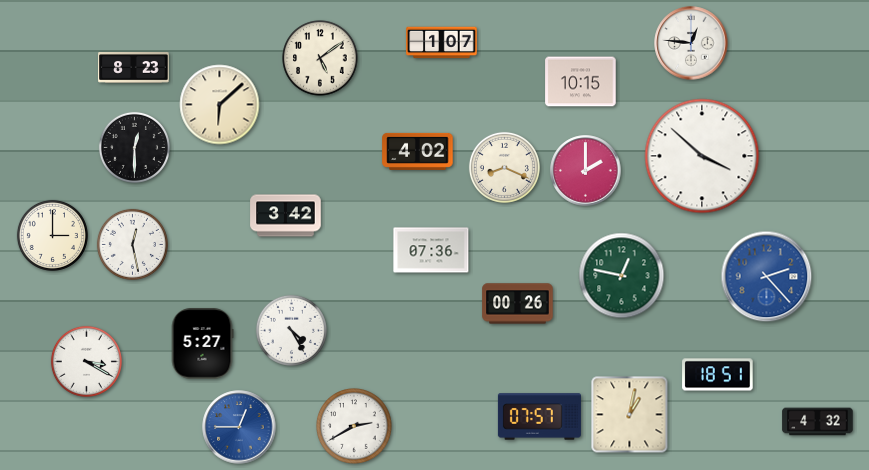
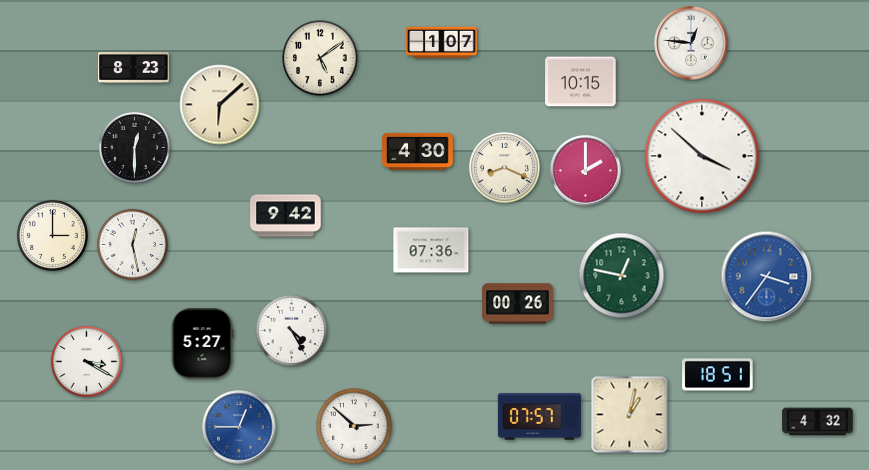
clock at (418, 151): 4:02 -> 4:30
clock at (286, 216): 3:42 -> 9:42
clock at (767, 277): 2:23 -> 3:36
clock at (354, 426): 2:40 -> 2:52
